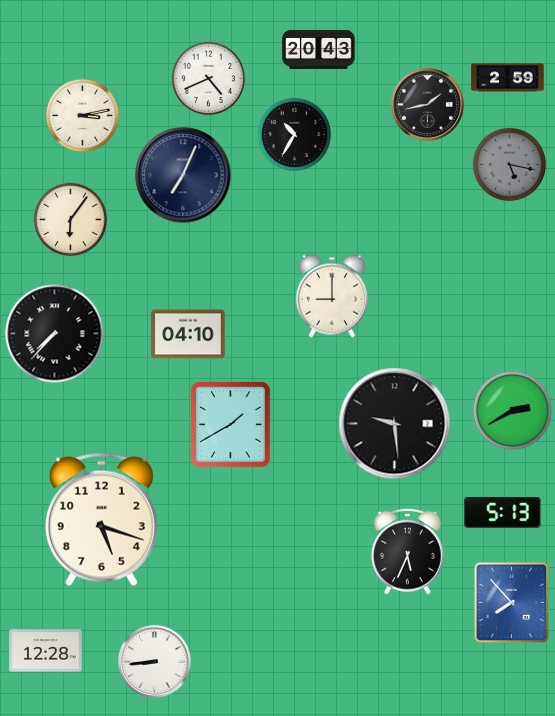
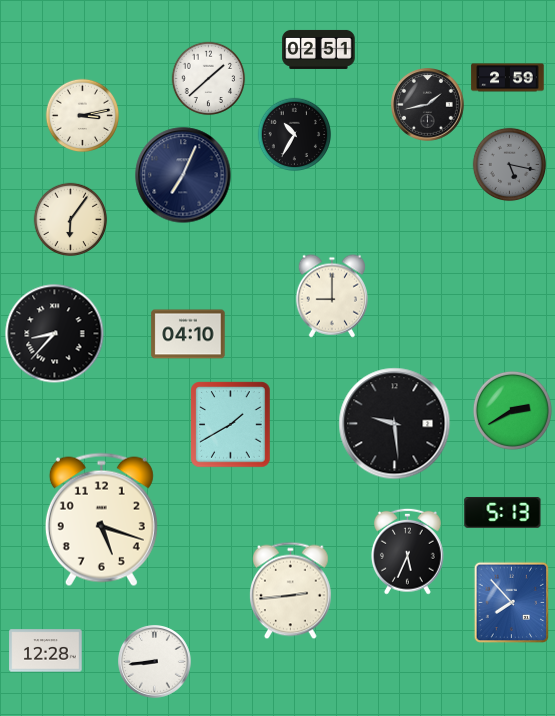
clock at (319, 49): 20:43 -> 02:51
clock at (209, 79): 4:41 -> 1:38
clock at (55, 334): 7:37 -> 8:37
clock at (291, 591): none -> 2:44
